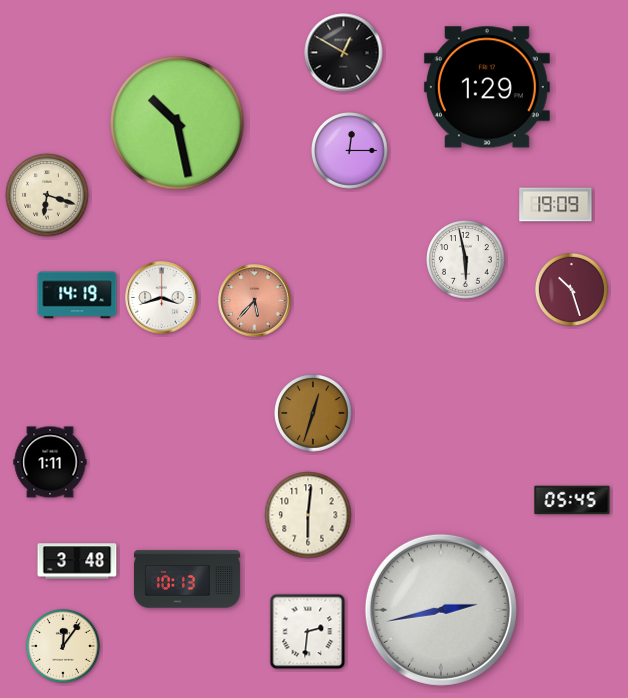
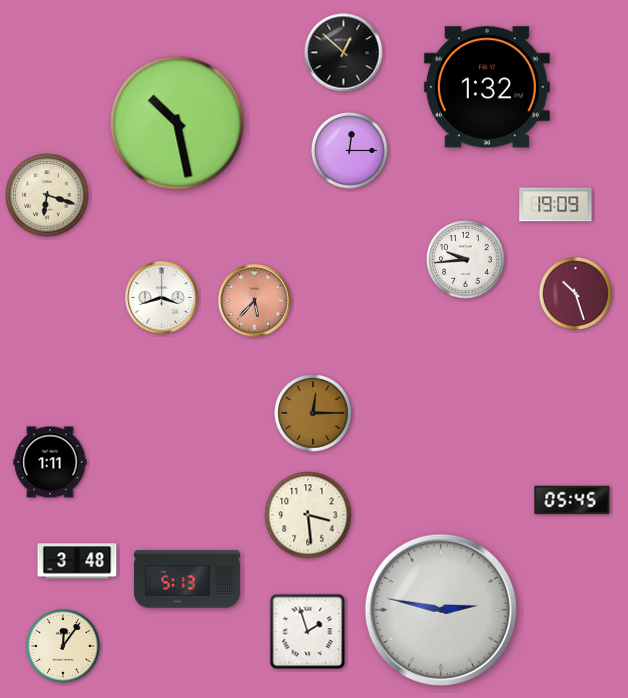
clock at (344, 53): 12:50 -> 12:52
clock at (487, 87): 1:29 -> 1:32
clock at (466, 260): 5:58 -> 9:44
clock at (571, 289) position: (571, 289) -> (575, 293)
clock at (77, 295): 14:19 -> none
clock at (313, 413): 12:33 -> 12:15
clock at (308, 515): 6:01 -> 3:29
clock at (187, 579): 10:13 -> 5:13
clock at (441, 610): 2:43 -> 2:47
clock at (308, 632): 2:31 -> 1:57
